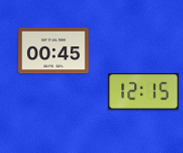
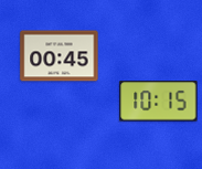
clock at (144, 92): 12:15 -> 10:15
